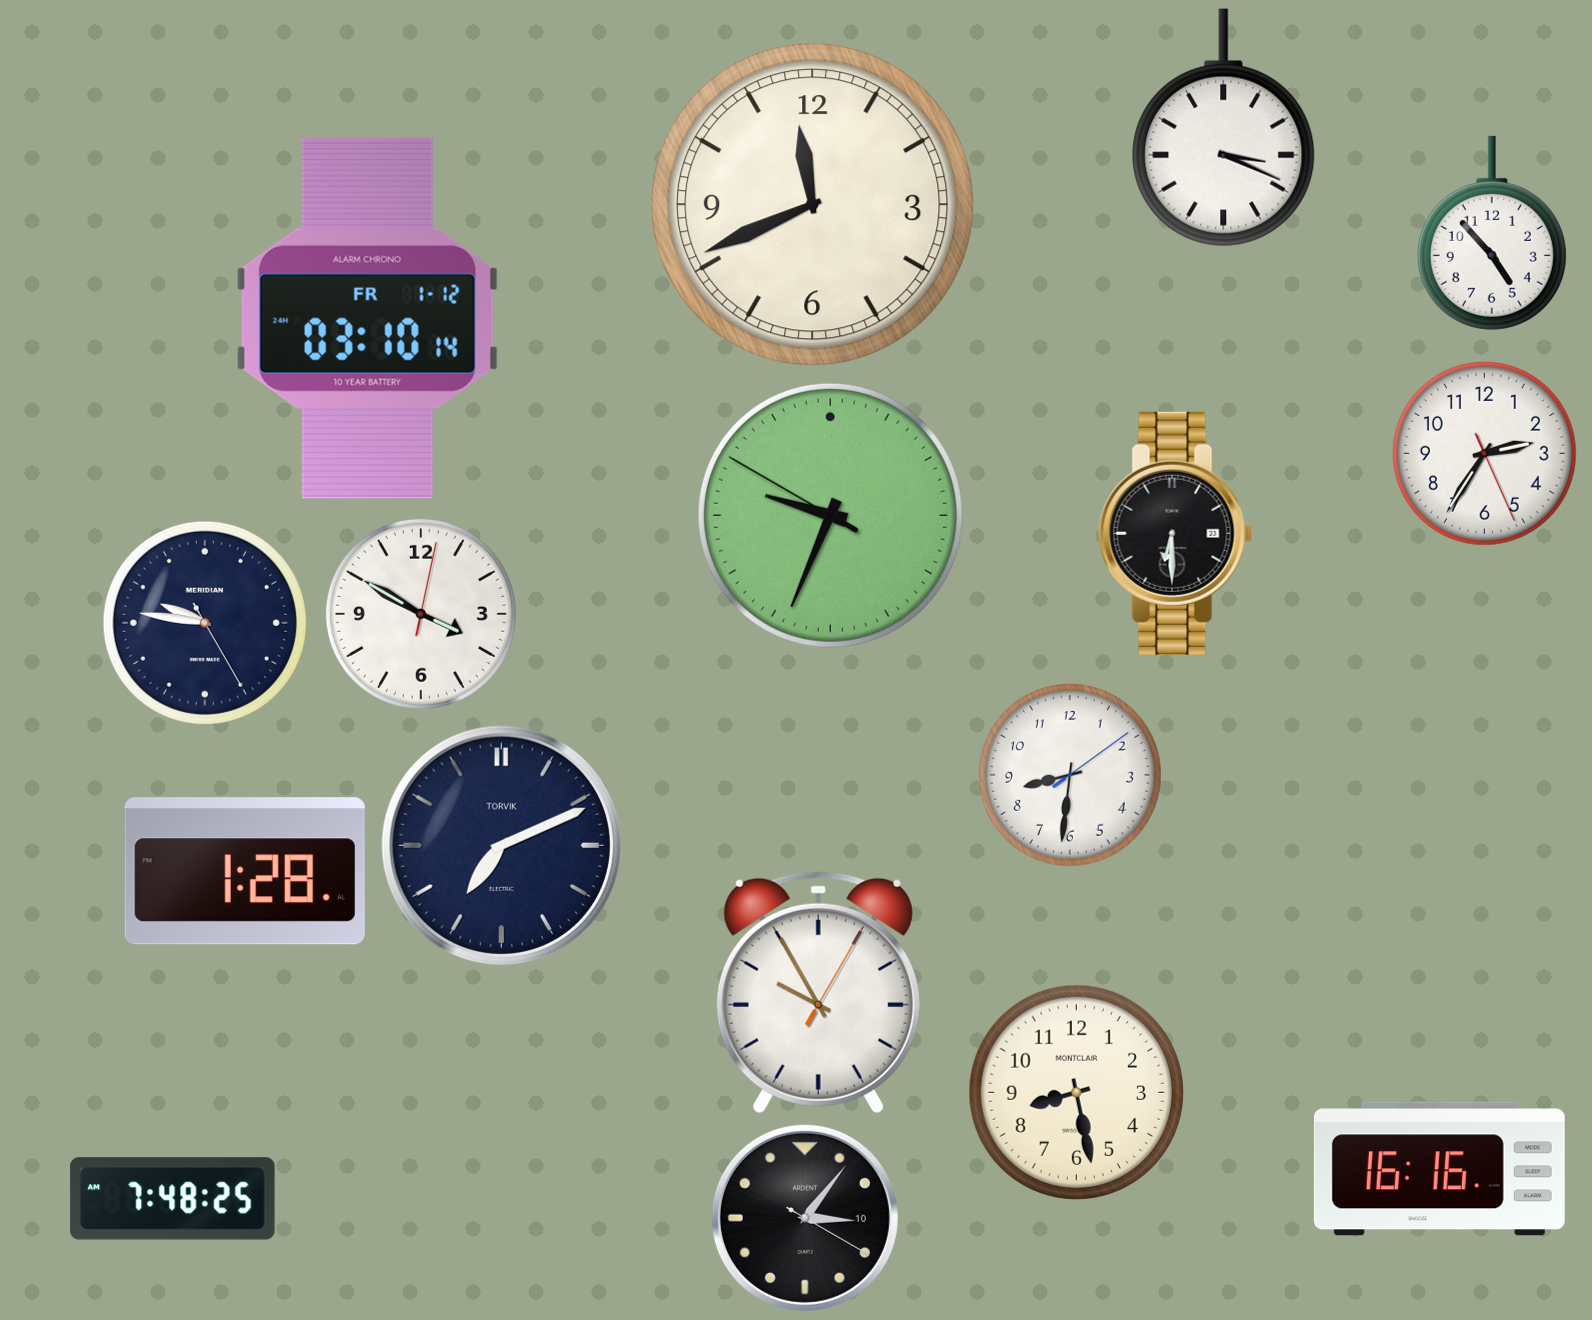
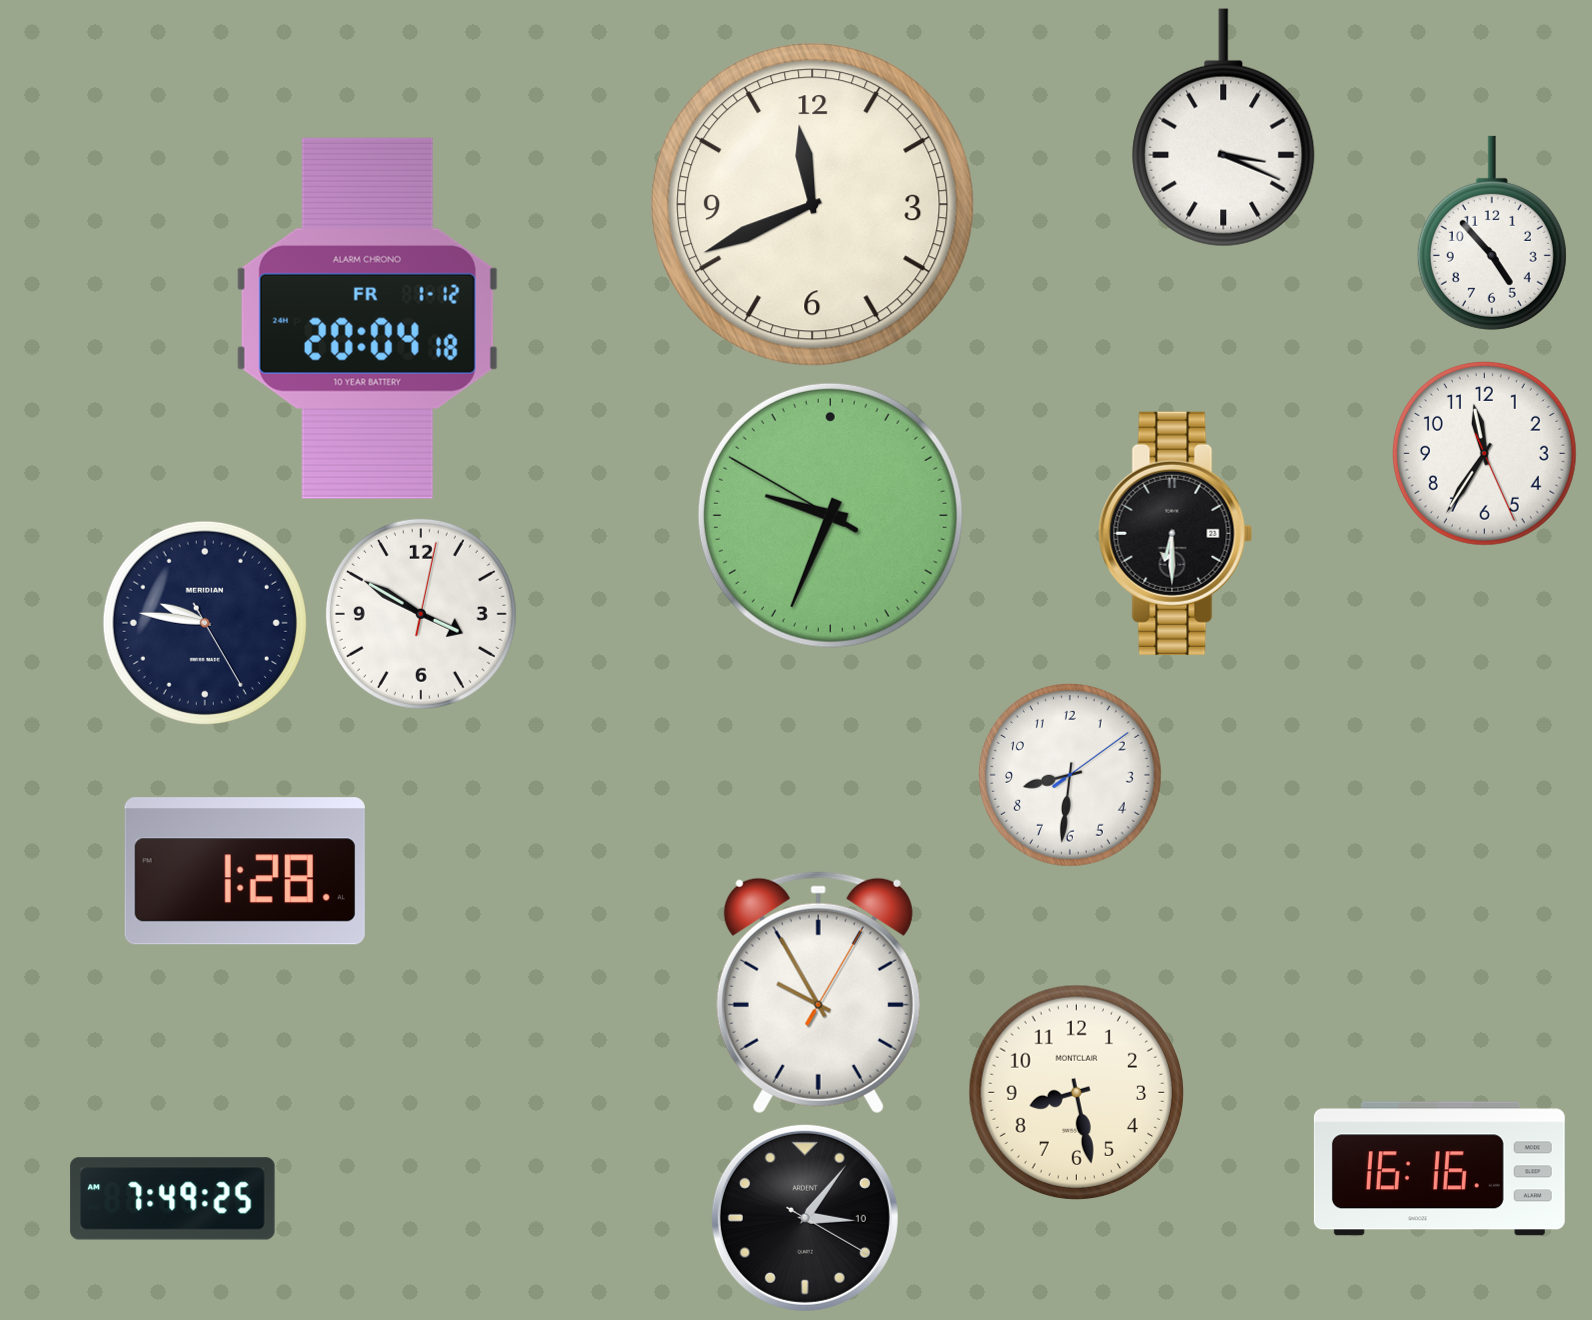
clock at (367, 318): 03:10 -> 20:04
clock at (1484, 453): 2:35 -> 11:35
clock at (501, 845): 7:11 -> none
clock at (173, 1199): 7:48 -> 7:49
